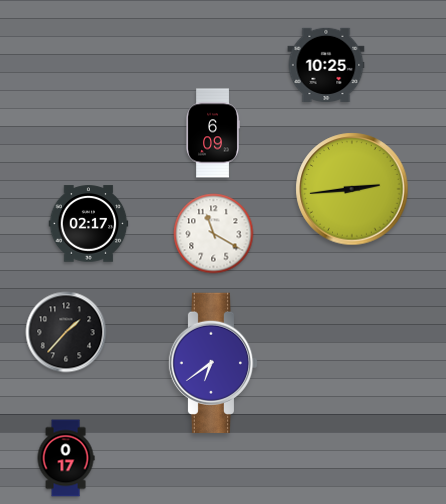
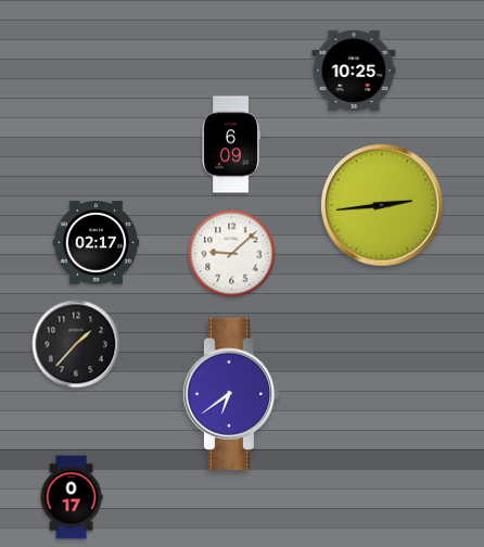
clock at (214, 234): 11:20 -> 9:08
clock at (66, 332) position: (66, 332) -> (76, 344)
